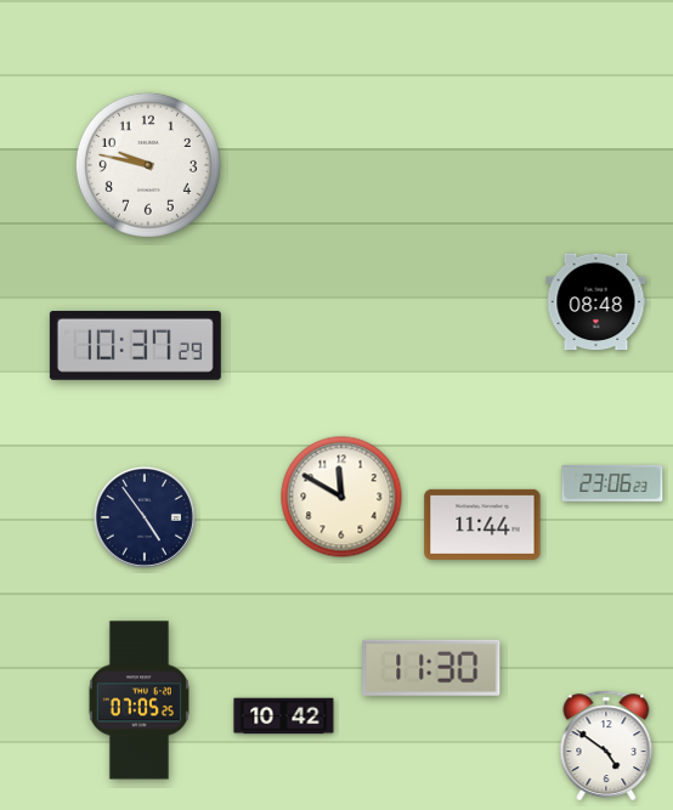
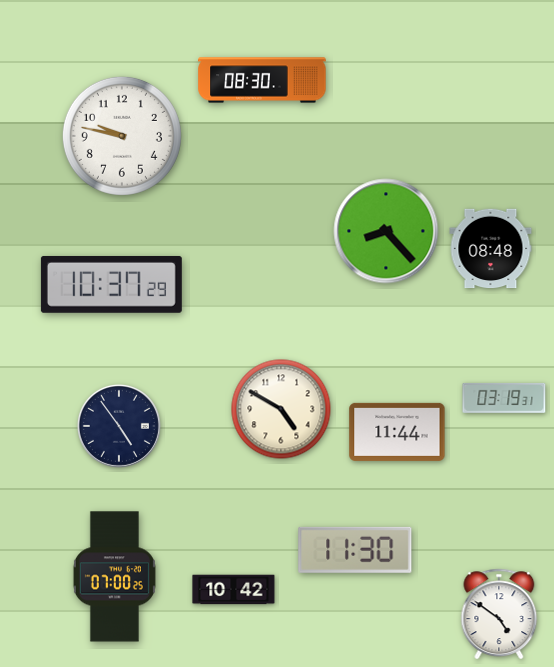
clock at (262, 80): none -> 08:30
clock at (386, 231): none -> 8:23
clock at (612, 483): 23:06 -> 03:19
clock at (341, 497): 11:50 -> 4:50
clock at (138, 701): 07:05 -> 07:00
